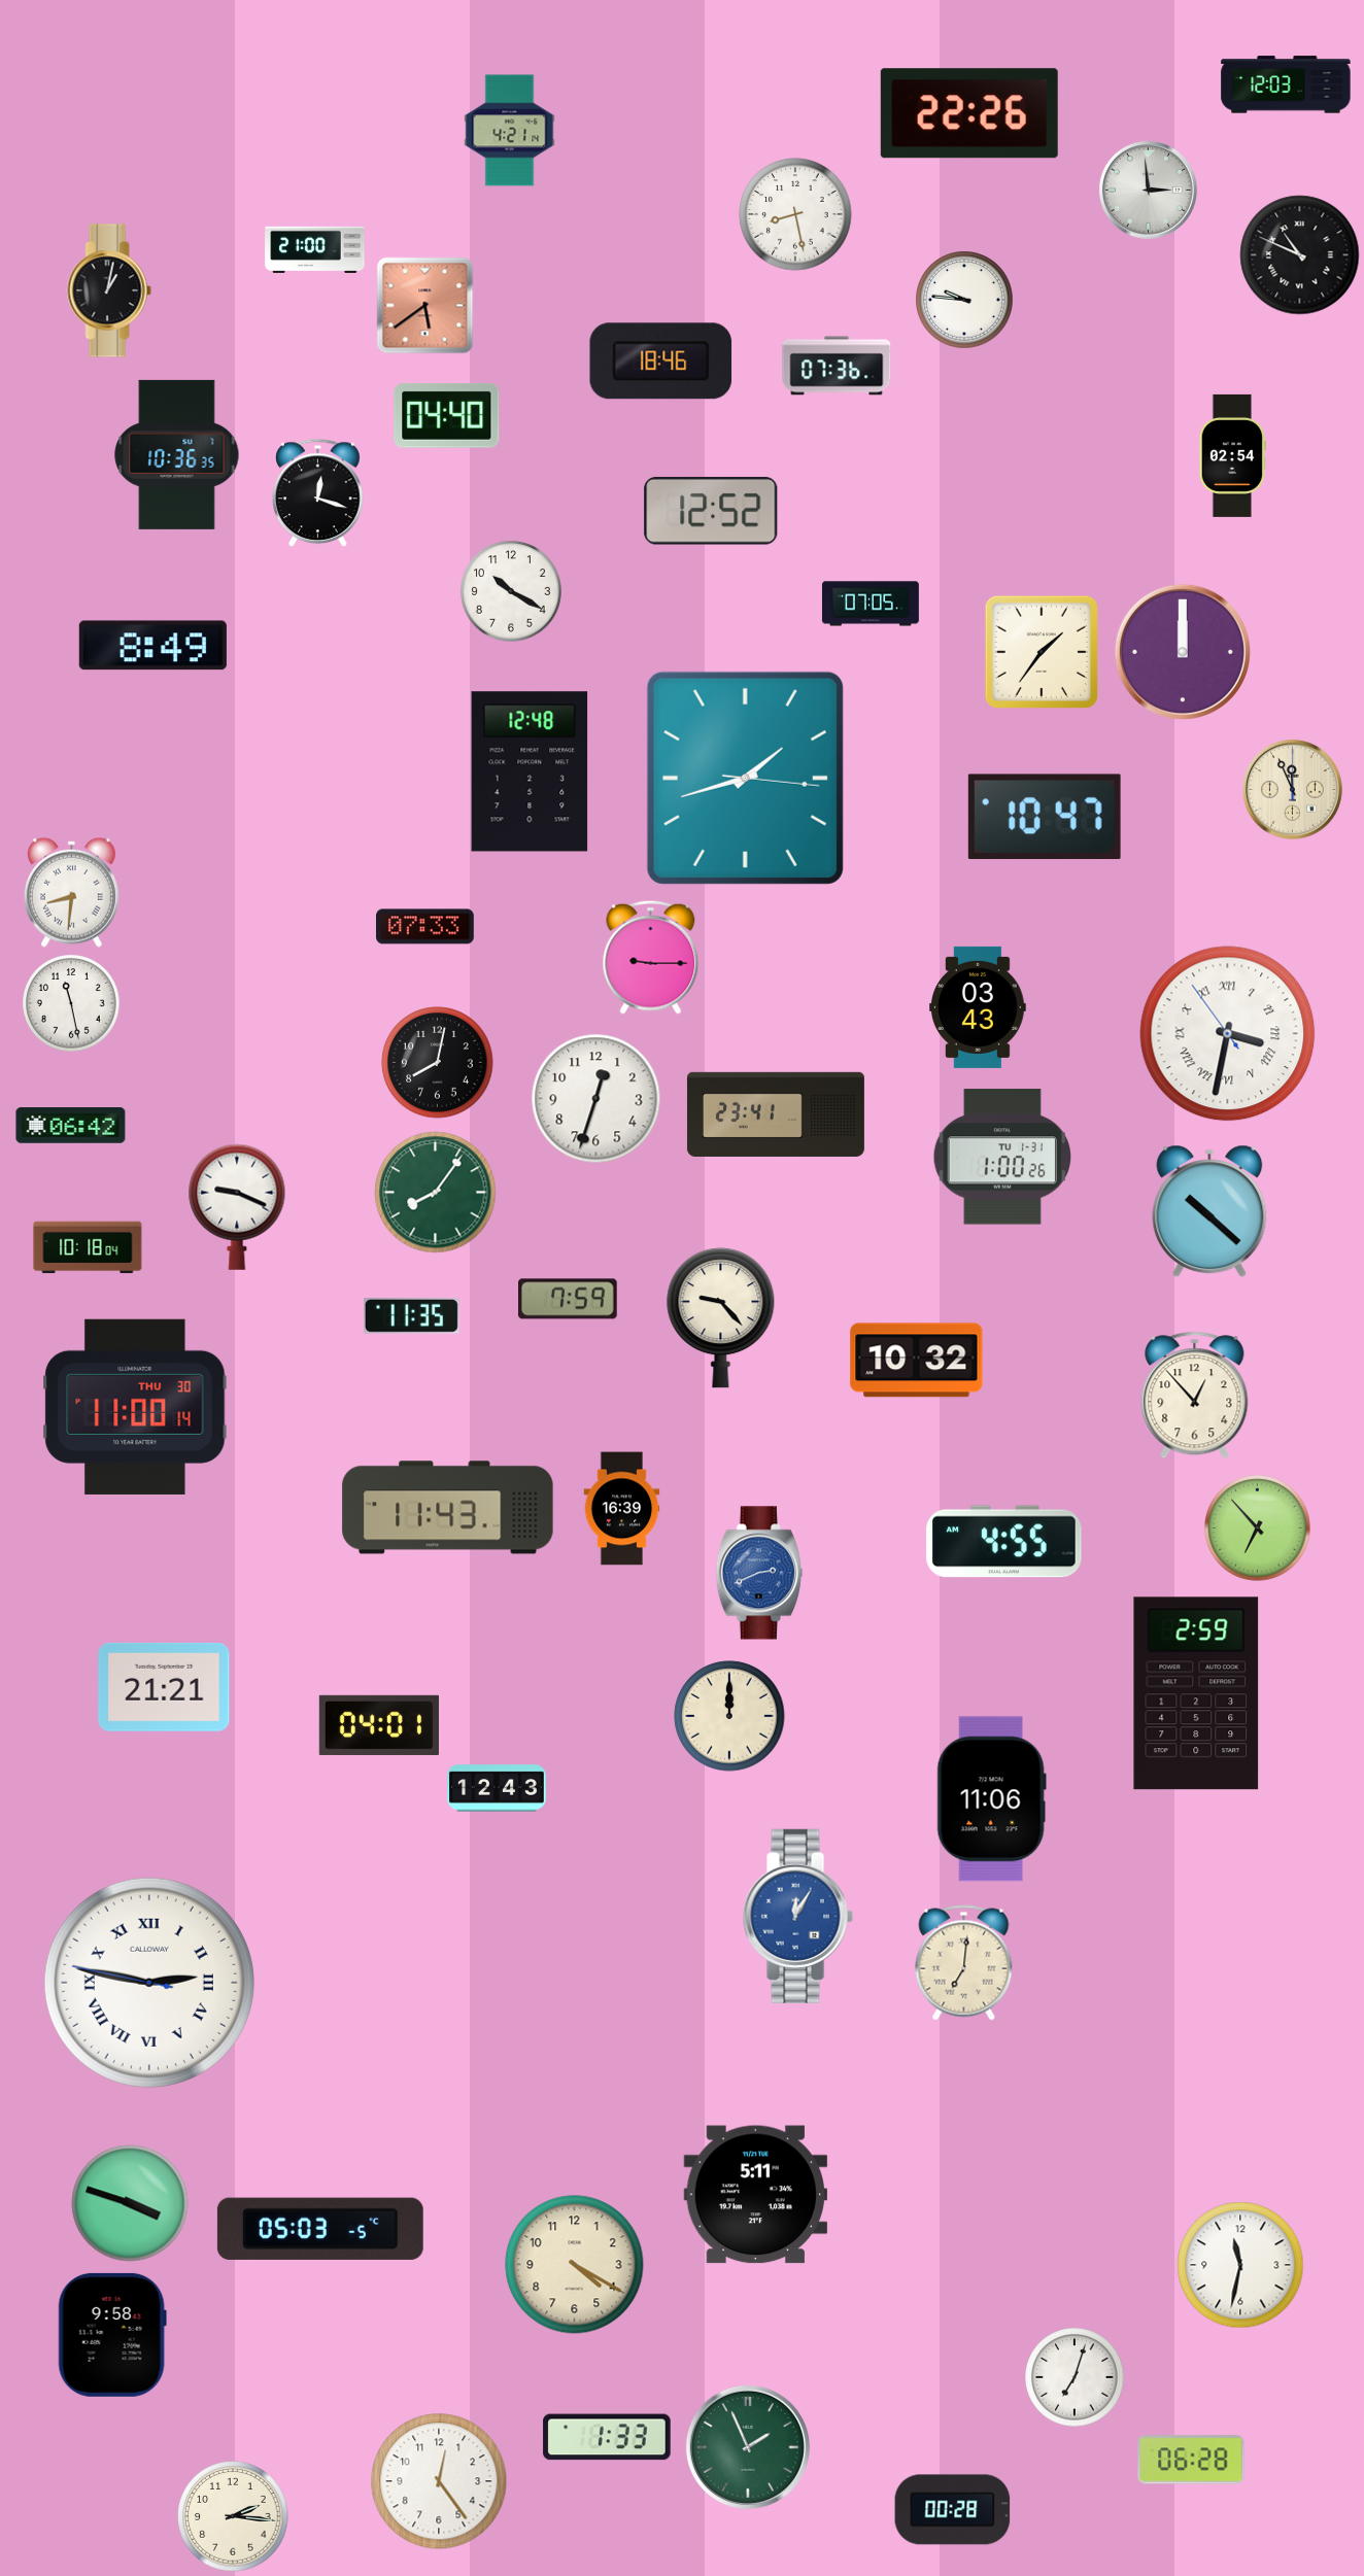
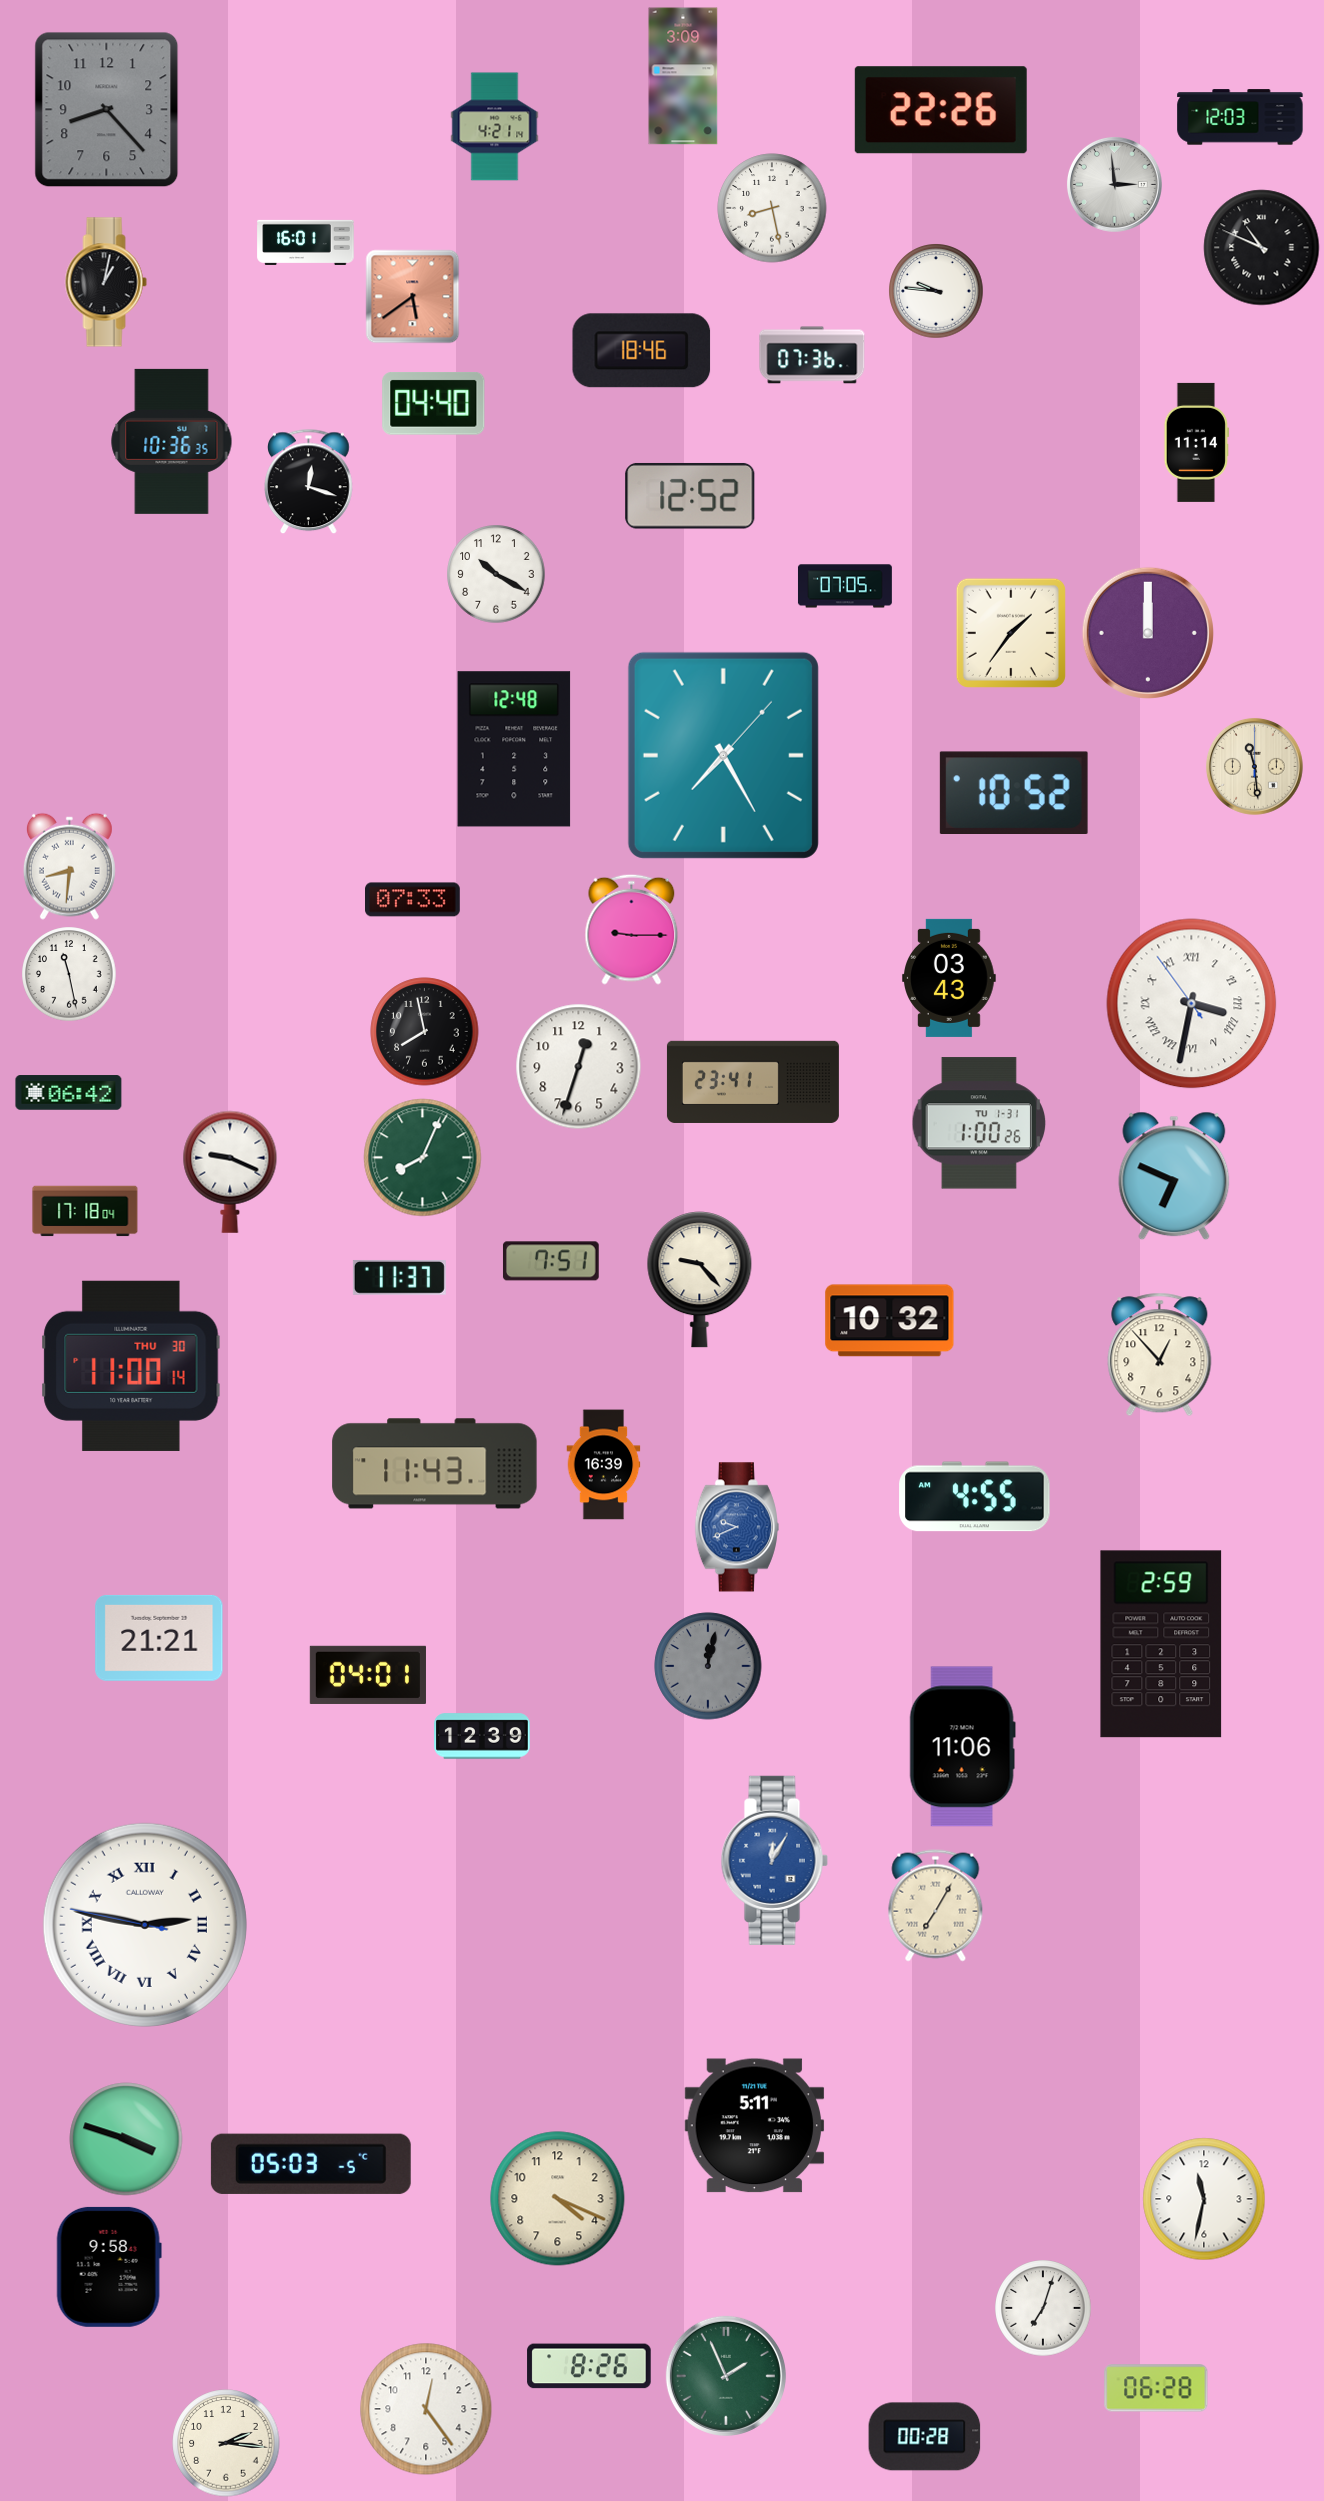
clock at (683, 76): none -> 3:09
clock at (1286, 84) position: (1286, 84) -> (1240, 117)
clock at (107, 110): none -> 8:23
clock at (315, 249): 21:00 -> 16:01
clock at (1232, 455): 02:54 -> 11:14
clock at (318, 493) position: (318, 493) -> (309, 482)
clock at (152, 646): 8:49 -> none
clock at (745, 778): 1:42 -> 7:25
clock at (1292, 789): 11:56 -> 11:29
clock at (1045, 817): 10:47 -> 10:52
clock at (438, 1063): 8:02 -> 7:58
clock at (1001, 1157) position: (1001, 1157) -> (978, 1123)
clock at (436, 1193): 8:06 -> 8:04
clock at (1209, 1211): 10:22 -> 6:49
clock at (88, 1247): 10:18 -> 17:18
clock at (568, 1299): 7:59 -> 7:51
clock at (411, 1315): 11:35 -> 11:37
clock at (1258, 1529): 6:53 -> none
clock at (759, 1573): 2:41 -> 9:41
clock at (729, 1716): 12:00 -> 12:02
clock at (729, 1716) dial: cream -> grey
clock at (497, 1788): 12:43 -> 12:39
clock at (964, 1963): 7:01 -> 7:05
clock at (756, 2195) position: (756, 2195) -> (755, 2126)
clock at (575, 2265): 4:20 -> 4:19
clock at (607, 2437): 1:33 -> 8:26
